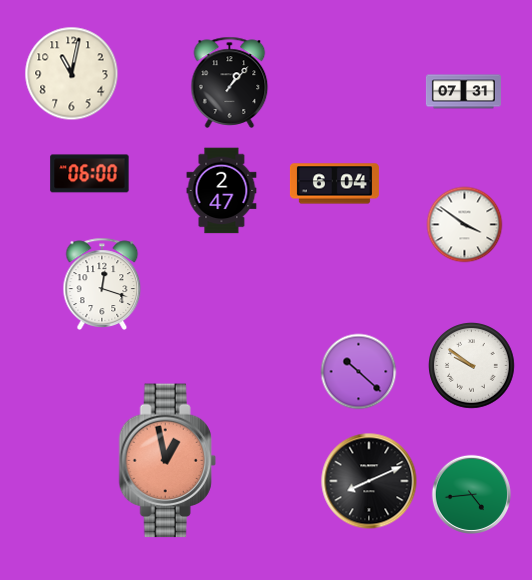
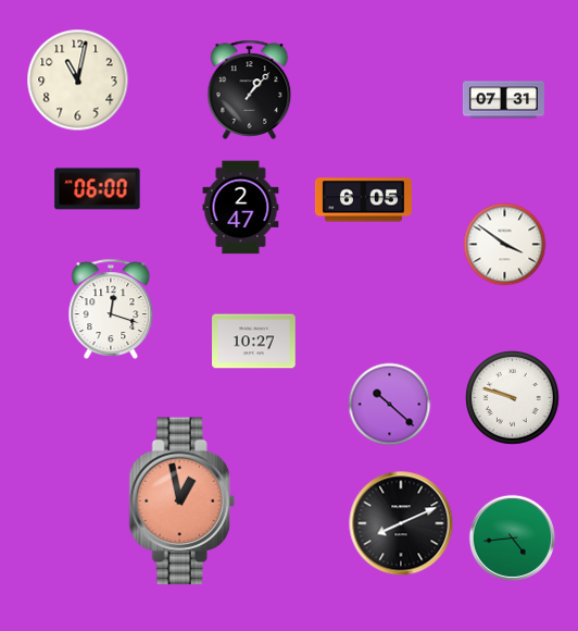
clock at (334, 184): 6:04 -> 6:05
clock at (254, 342): none -> 10:27
clock at (472, 366): 9:51 -> 9:48
